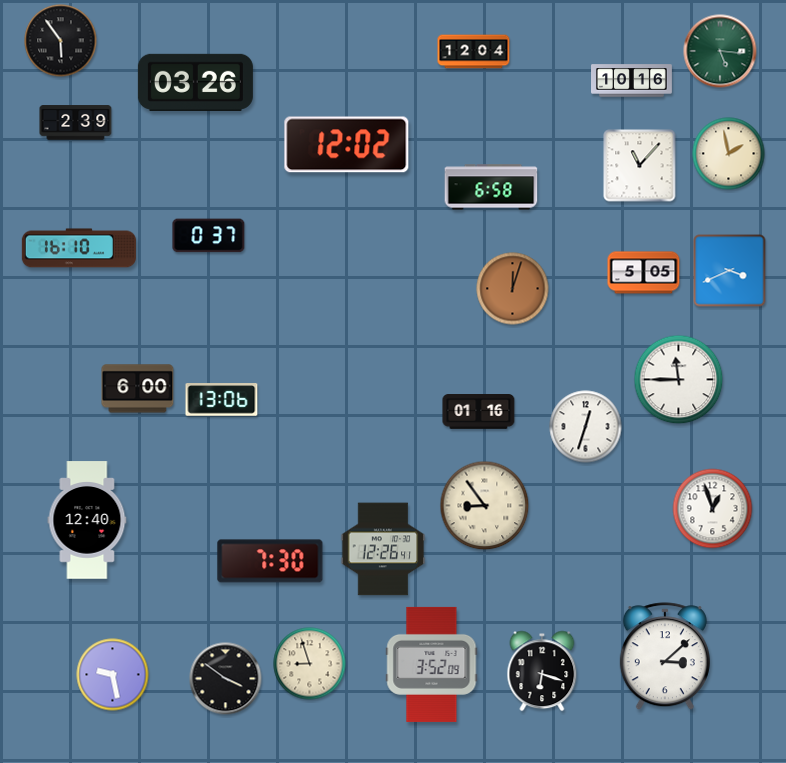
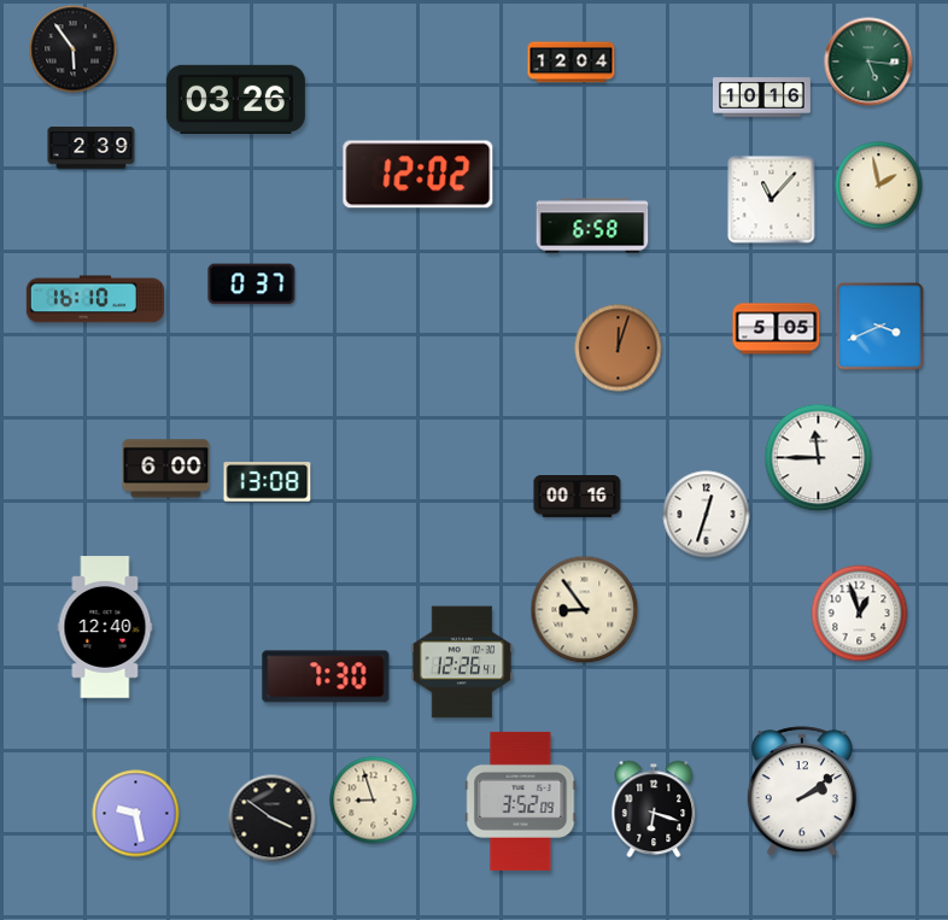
clock at (222, 400): 13:06 -> 13:08
clock at (479, 412): 01:16 -> 00:16
clock at (665, 657): 3:08 -> 2:09
